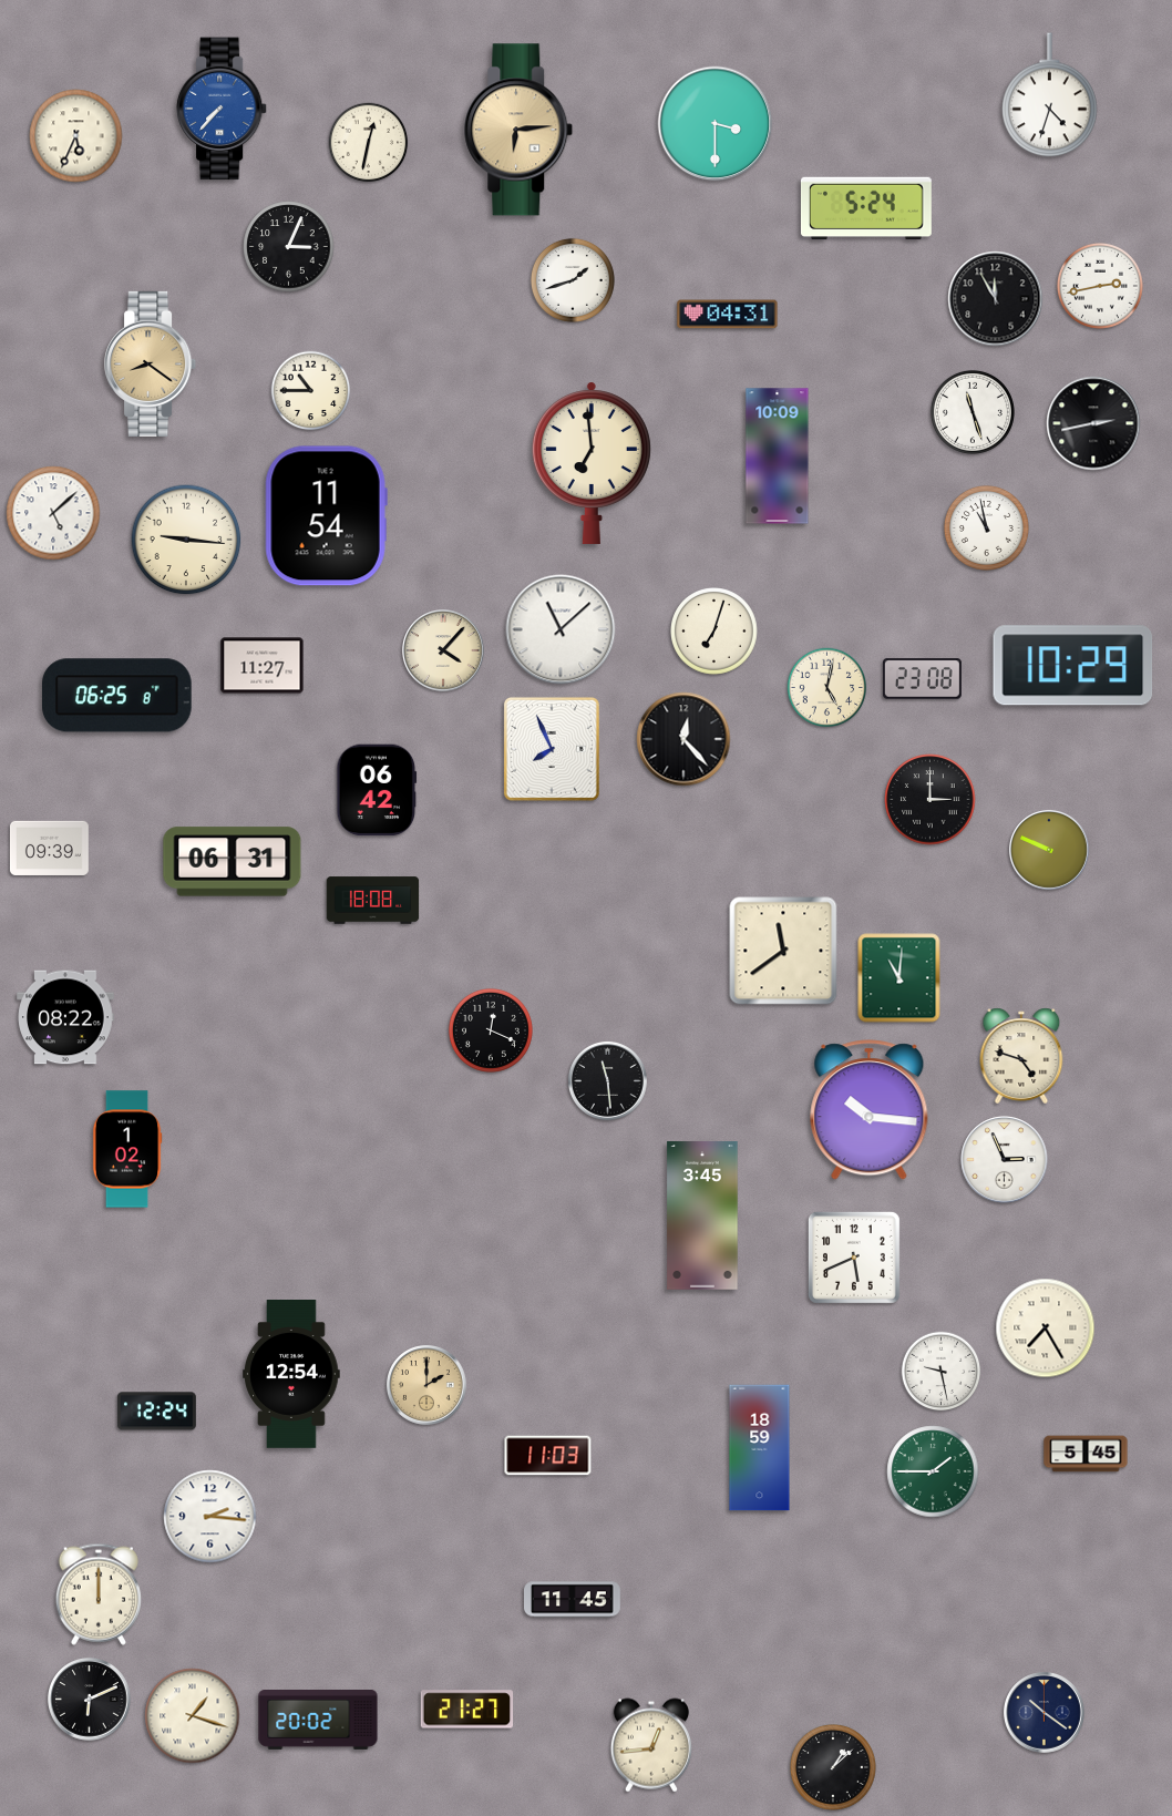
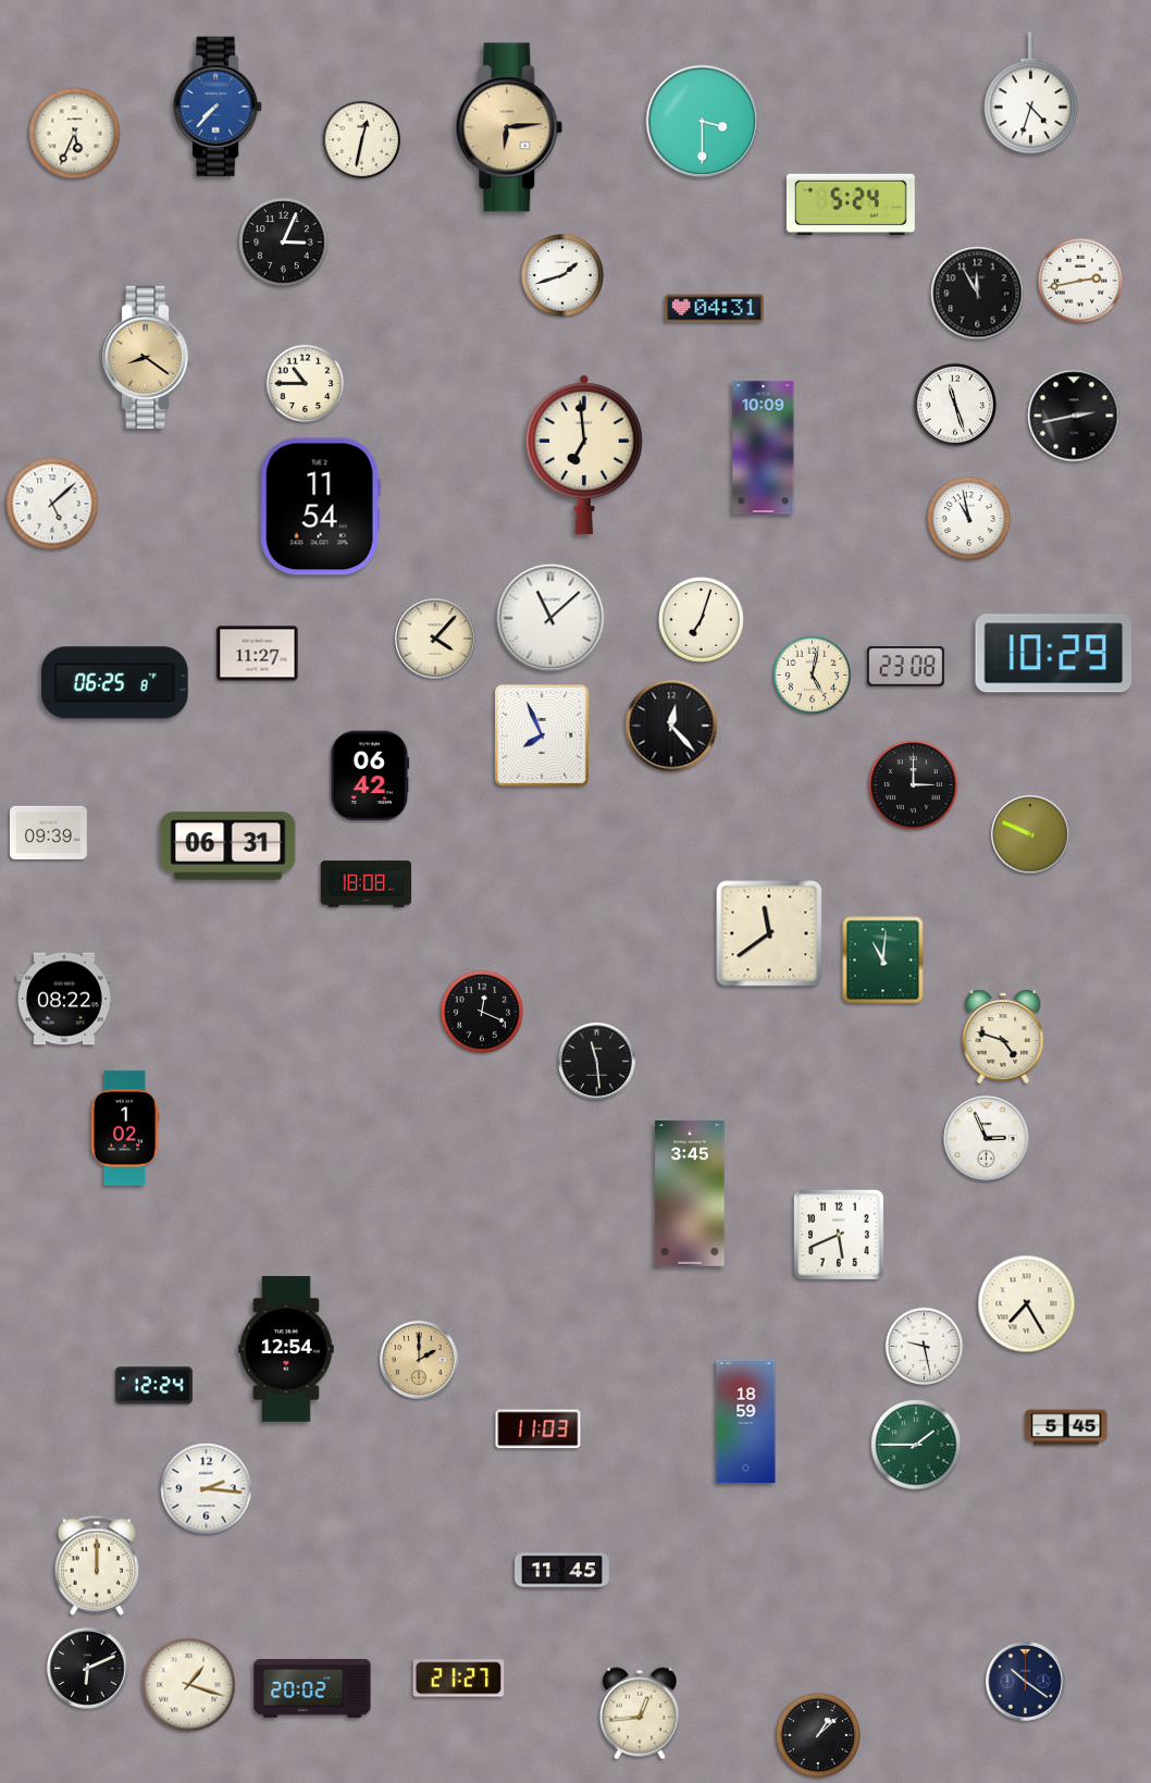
clock at (592, 463) position: (592, 463) -> (584, 455)
clock at (186, 540): 9:16 -> none
clock at (870, 1110): 10:16 -> none
